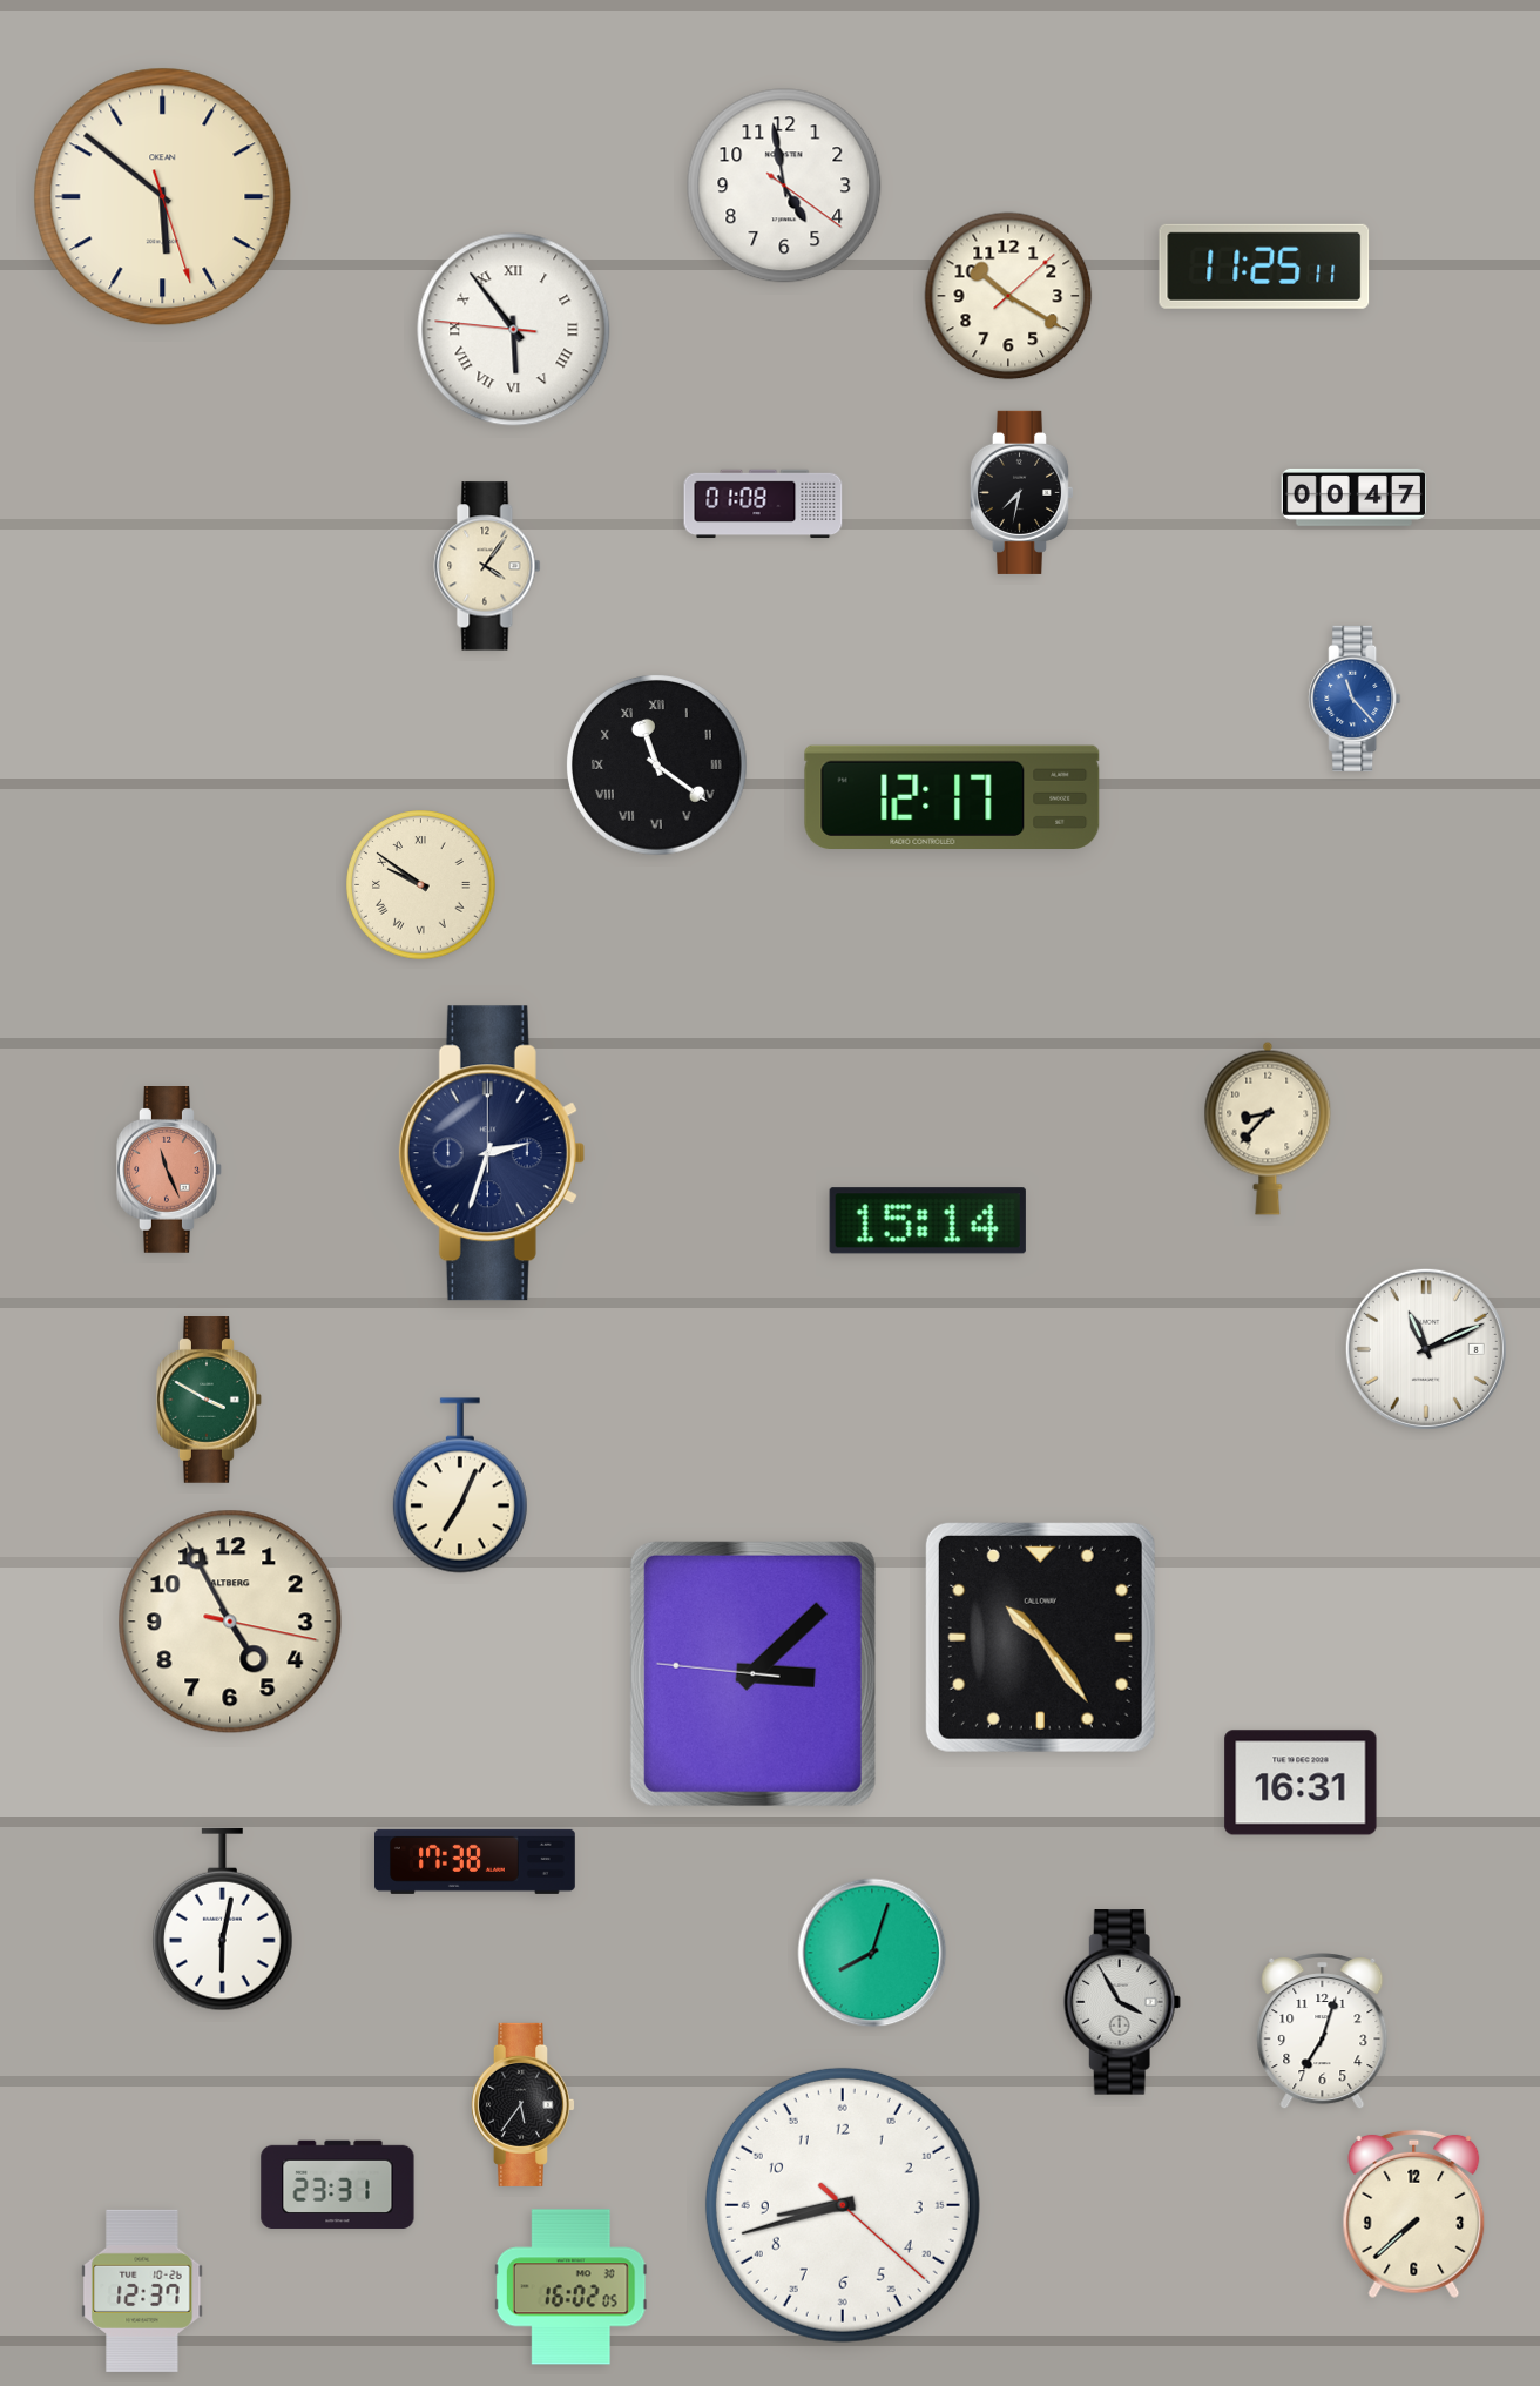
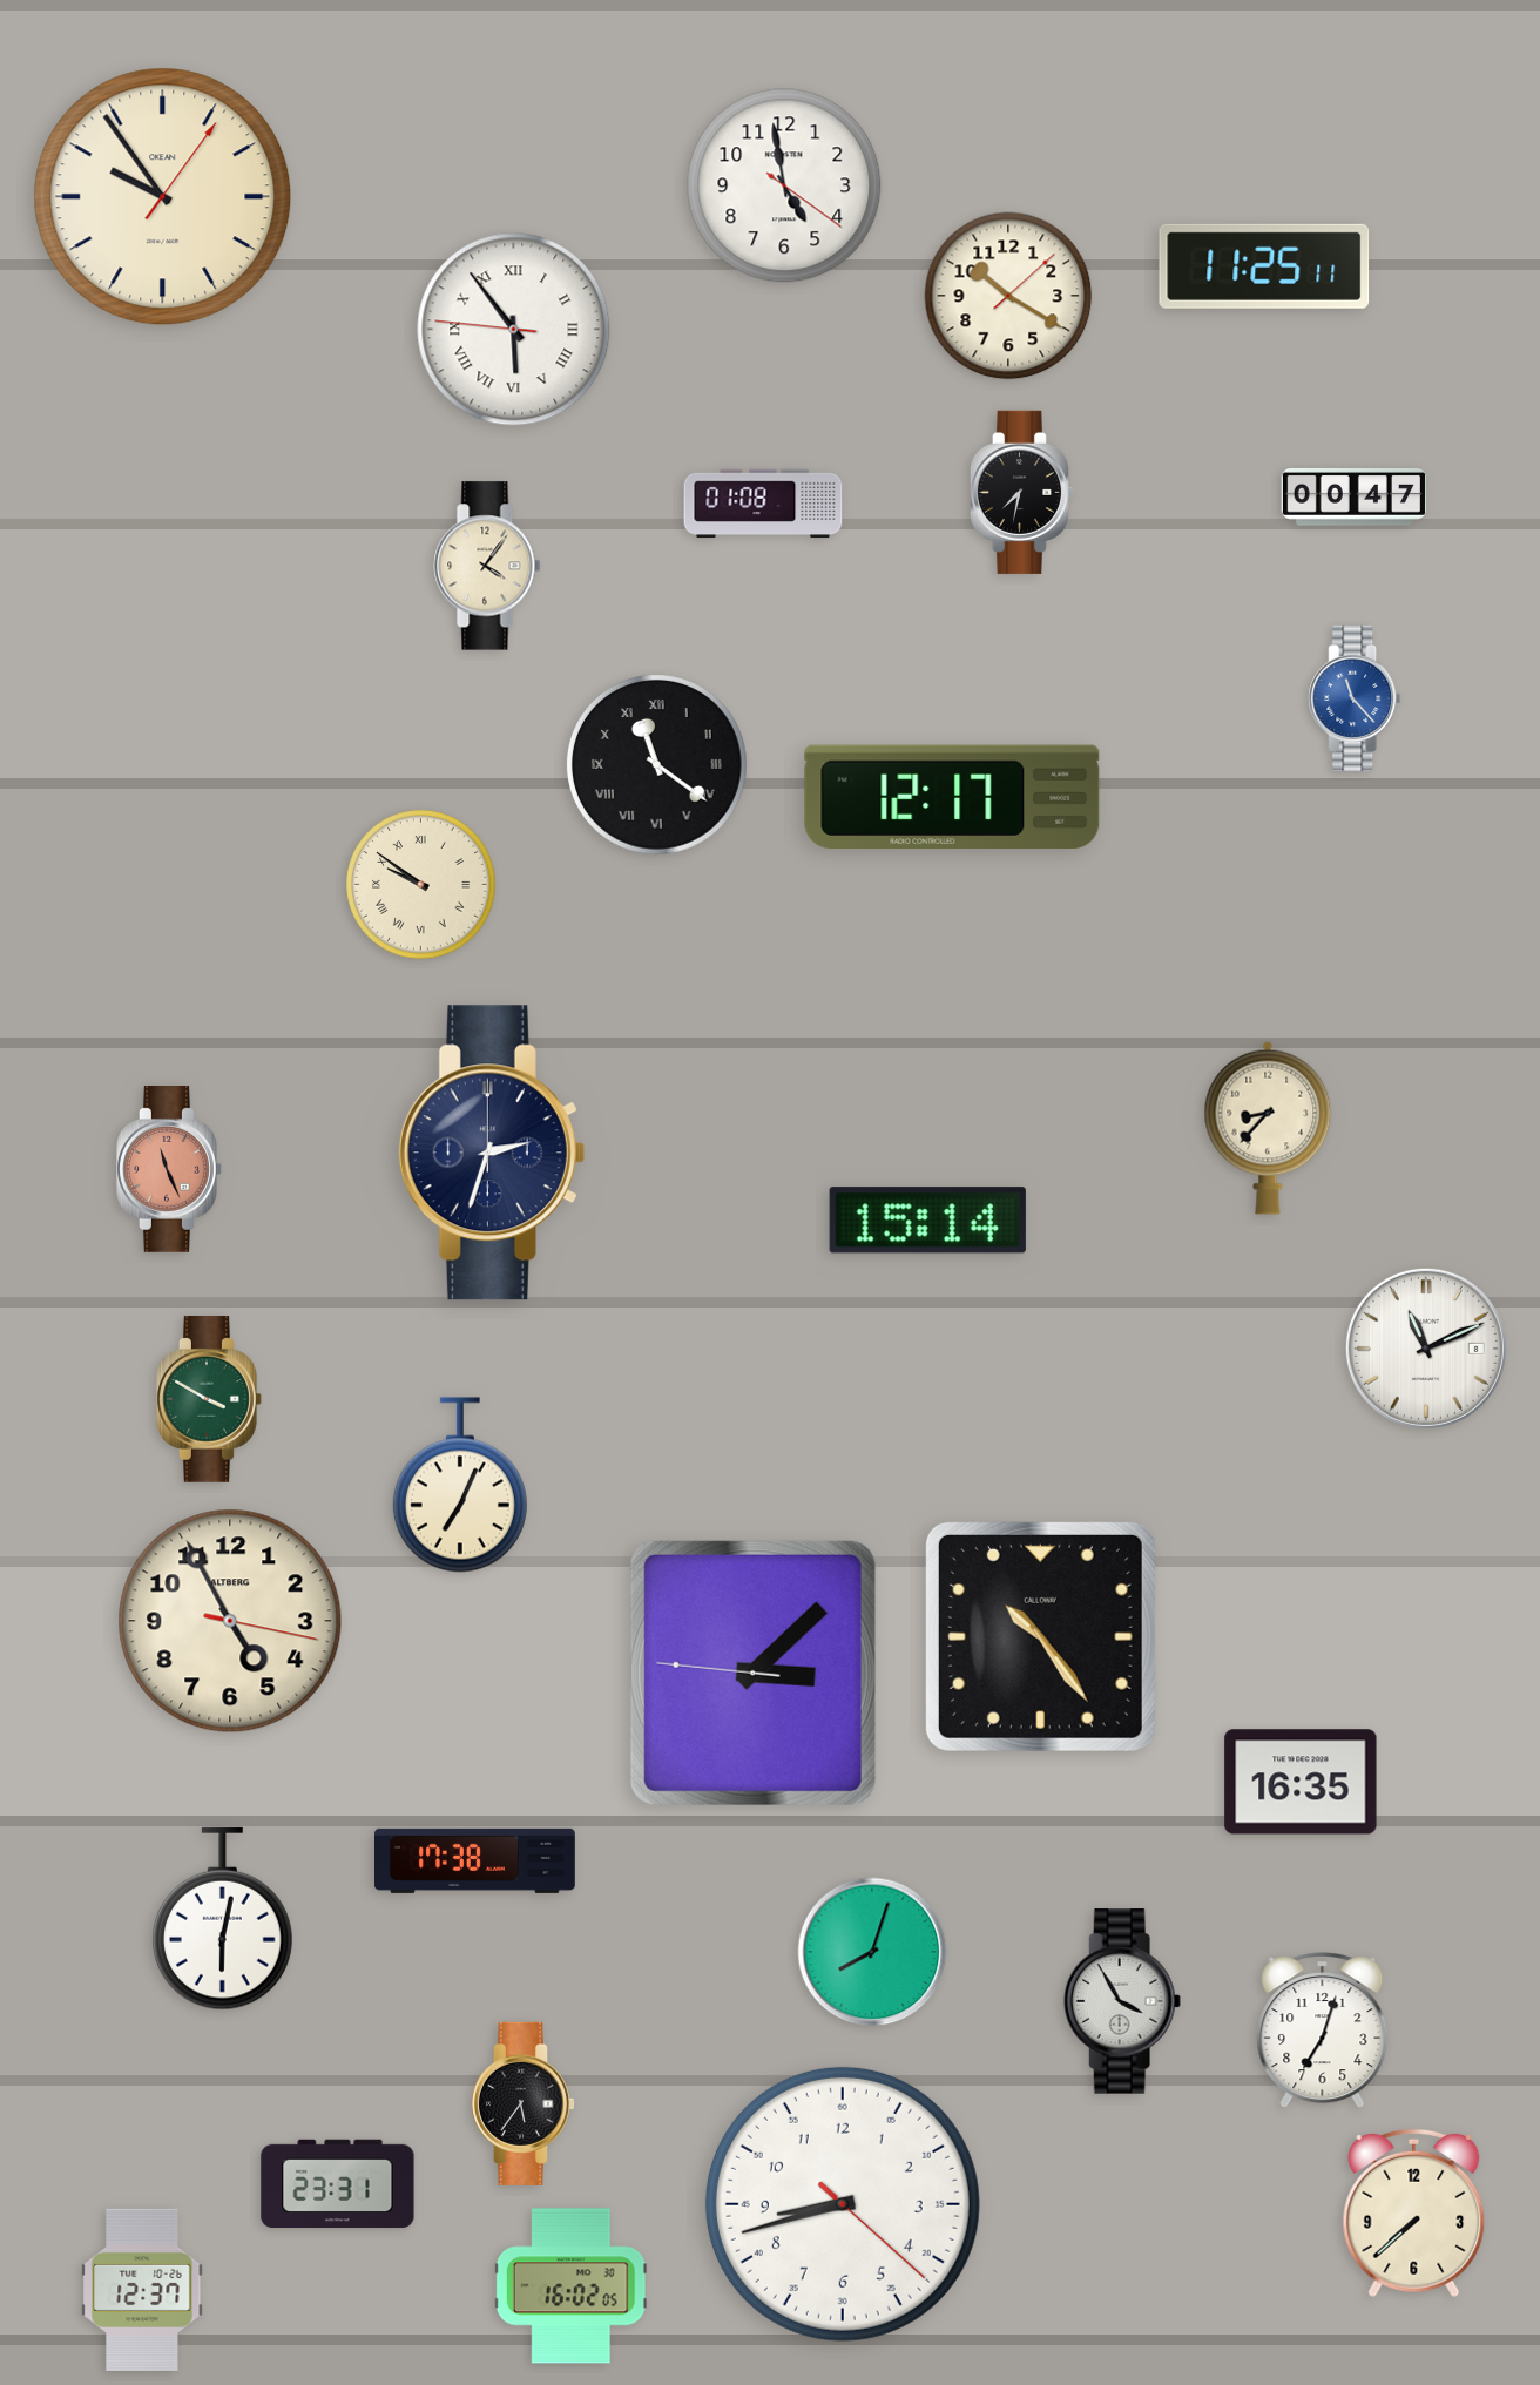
clock at (163, 197): 5:51 -> 9:54
clock at (1301, 1782): 16:31 -> 16:35
